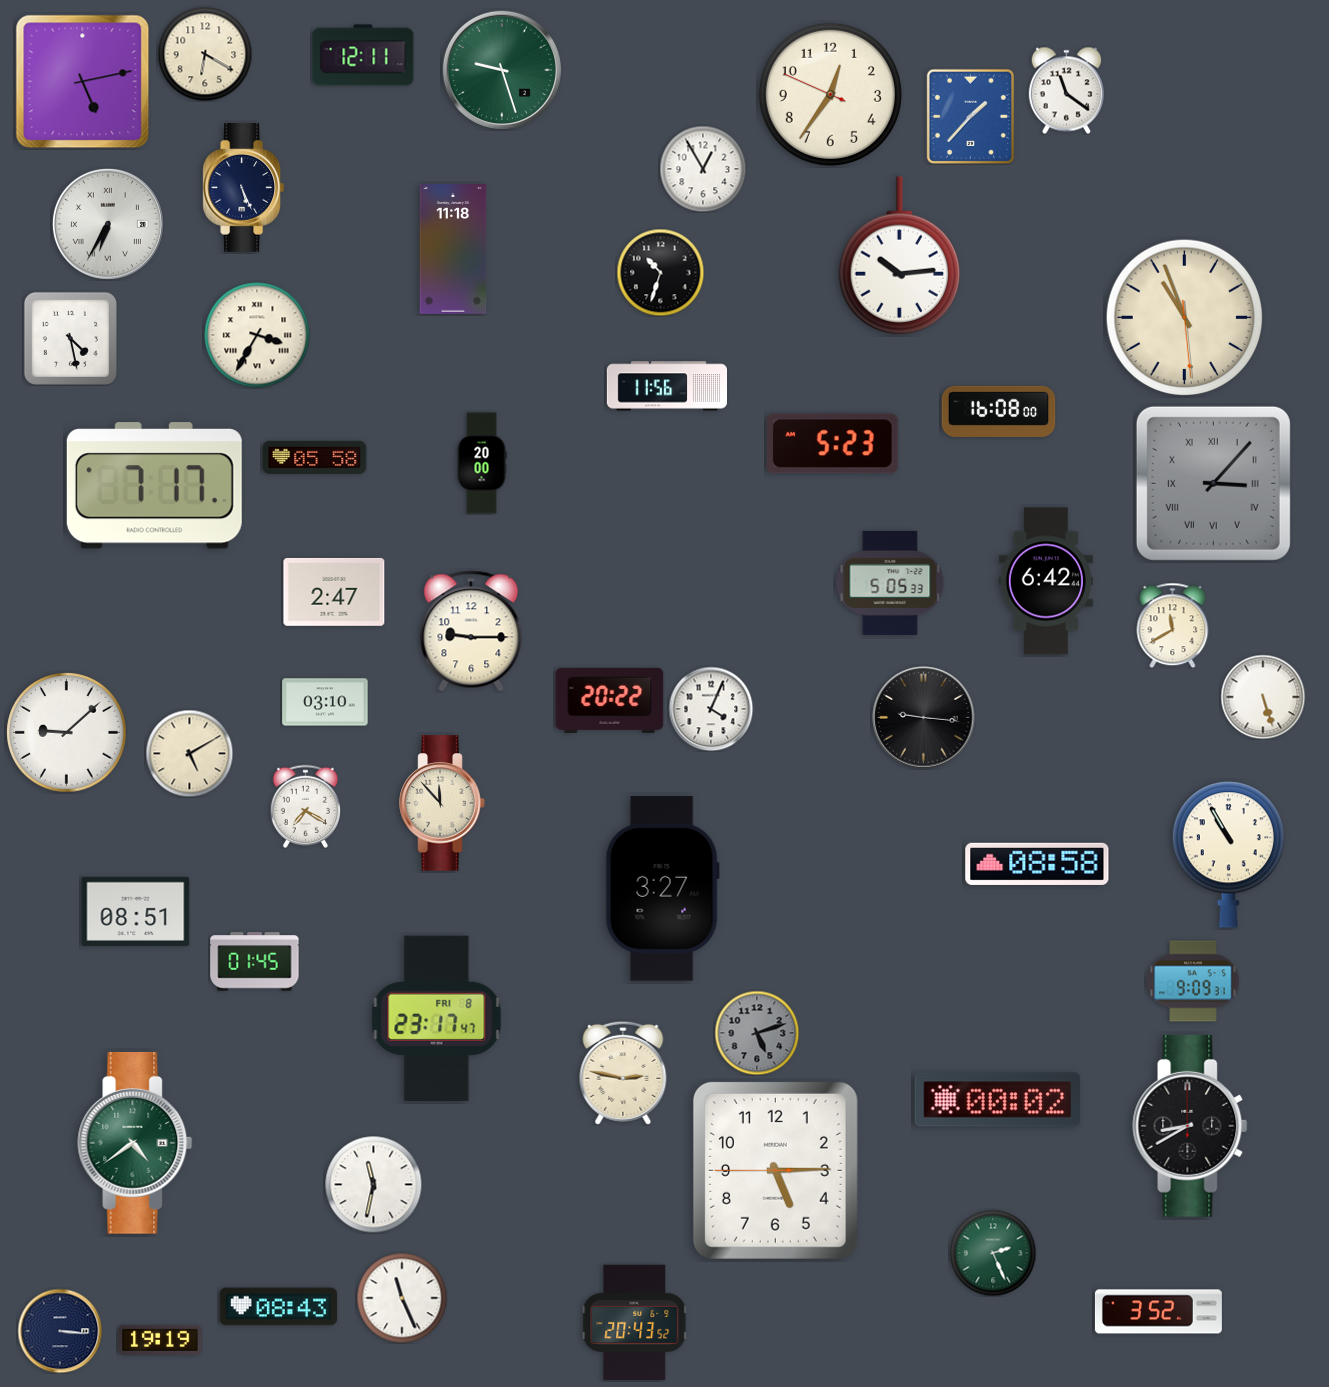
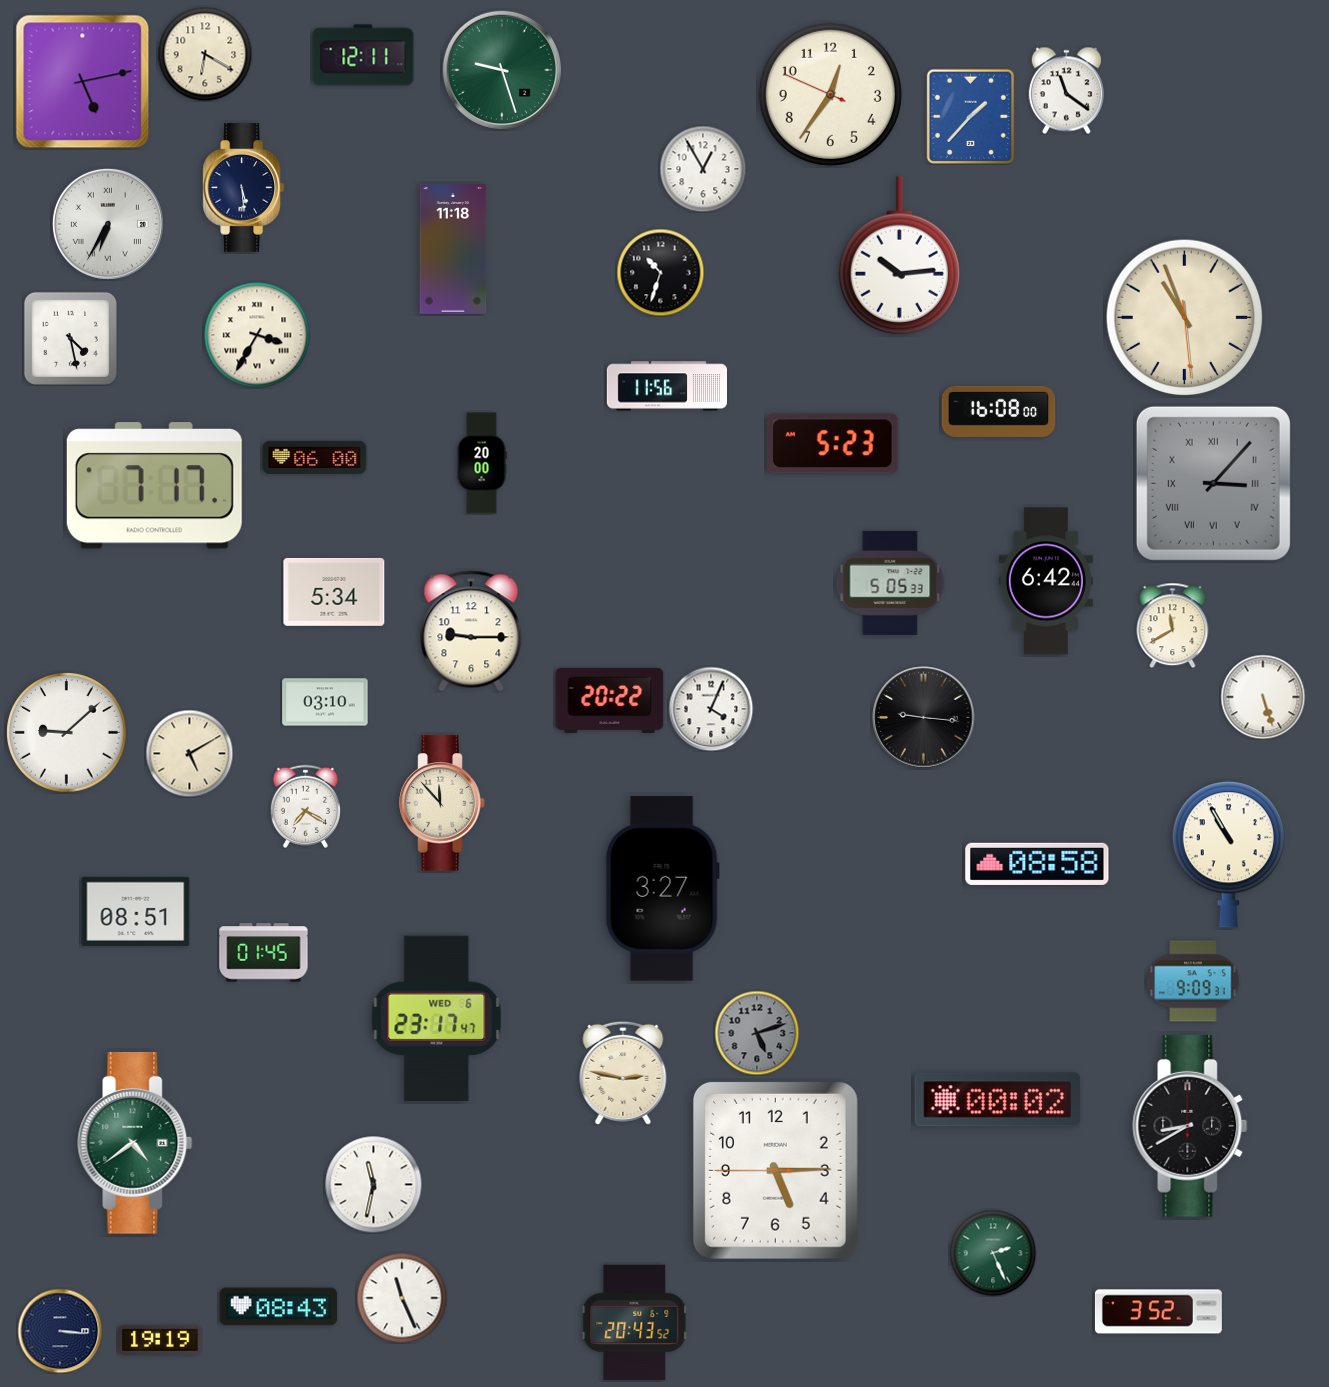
clock at (244, 187): 5:26 -> 5:29
clock at (315, 457): 05:58 -> 06:00
clock at (334, 592): 2:47 -> 5:34
clock at (255, 962) position: (255, 962) -> (264, 953)
clock at (437, 1018) date: FRI 8 -> WED 6
